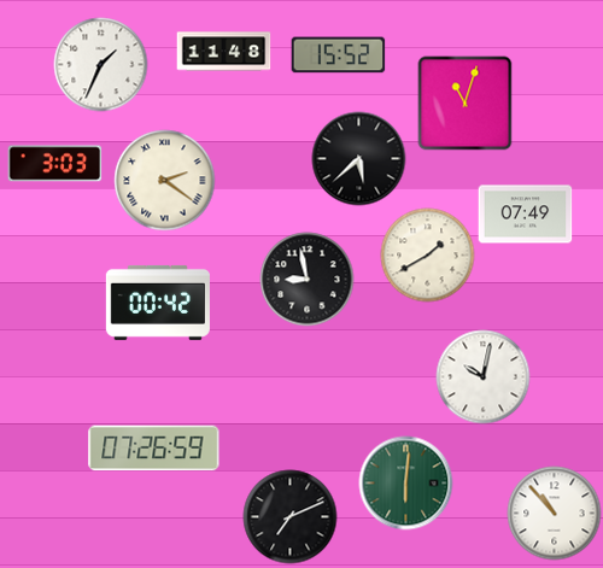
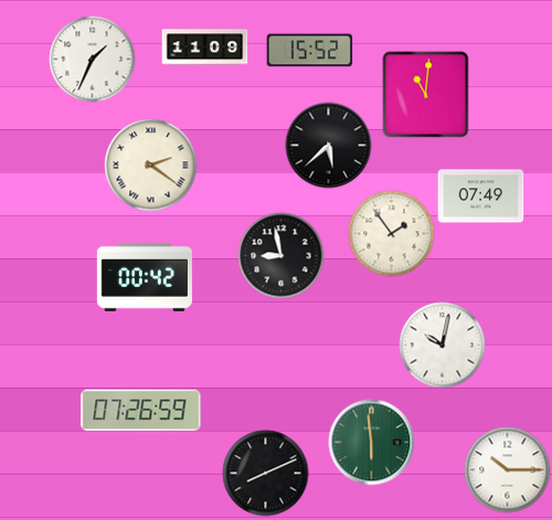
clock at (223, 52): 11:48 -> 11:09
clock at (464, 103): 11:03 -> 11:01
clock at (54, 164): 3:03 -> none
clock at (427, 254): 1:40 -> 1:54
clock at (405, 482): 6:01 -> 5:59
clock at (554, 513): 10:53 -> 10:15
clock at (289, 516): 7:11 -> 8:11
